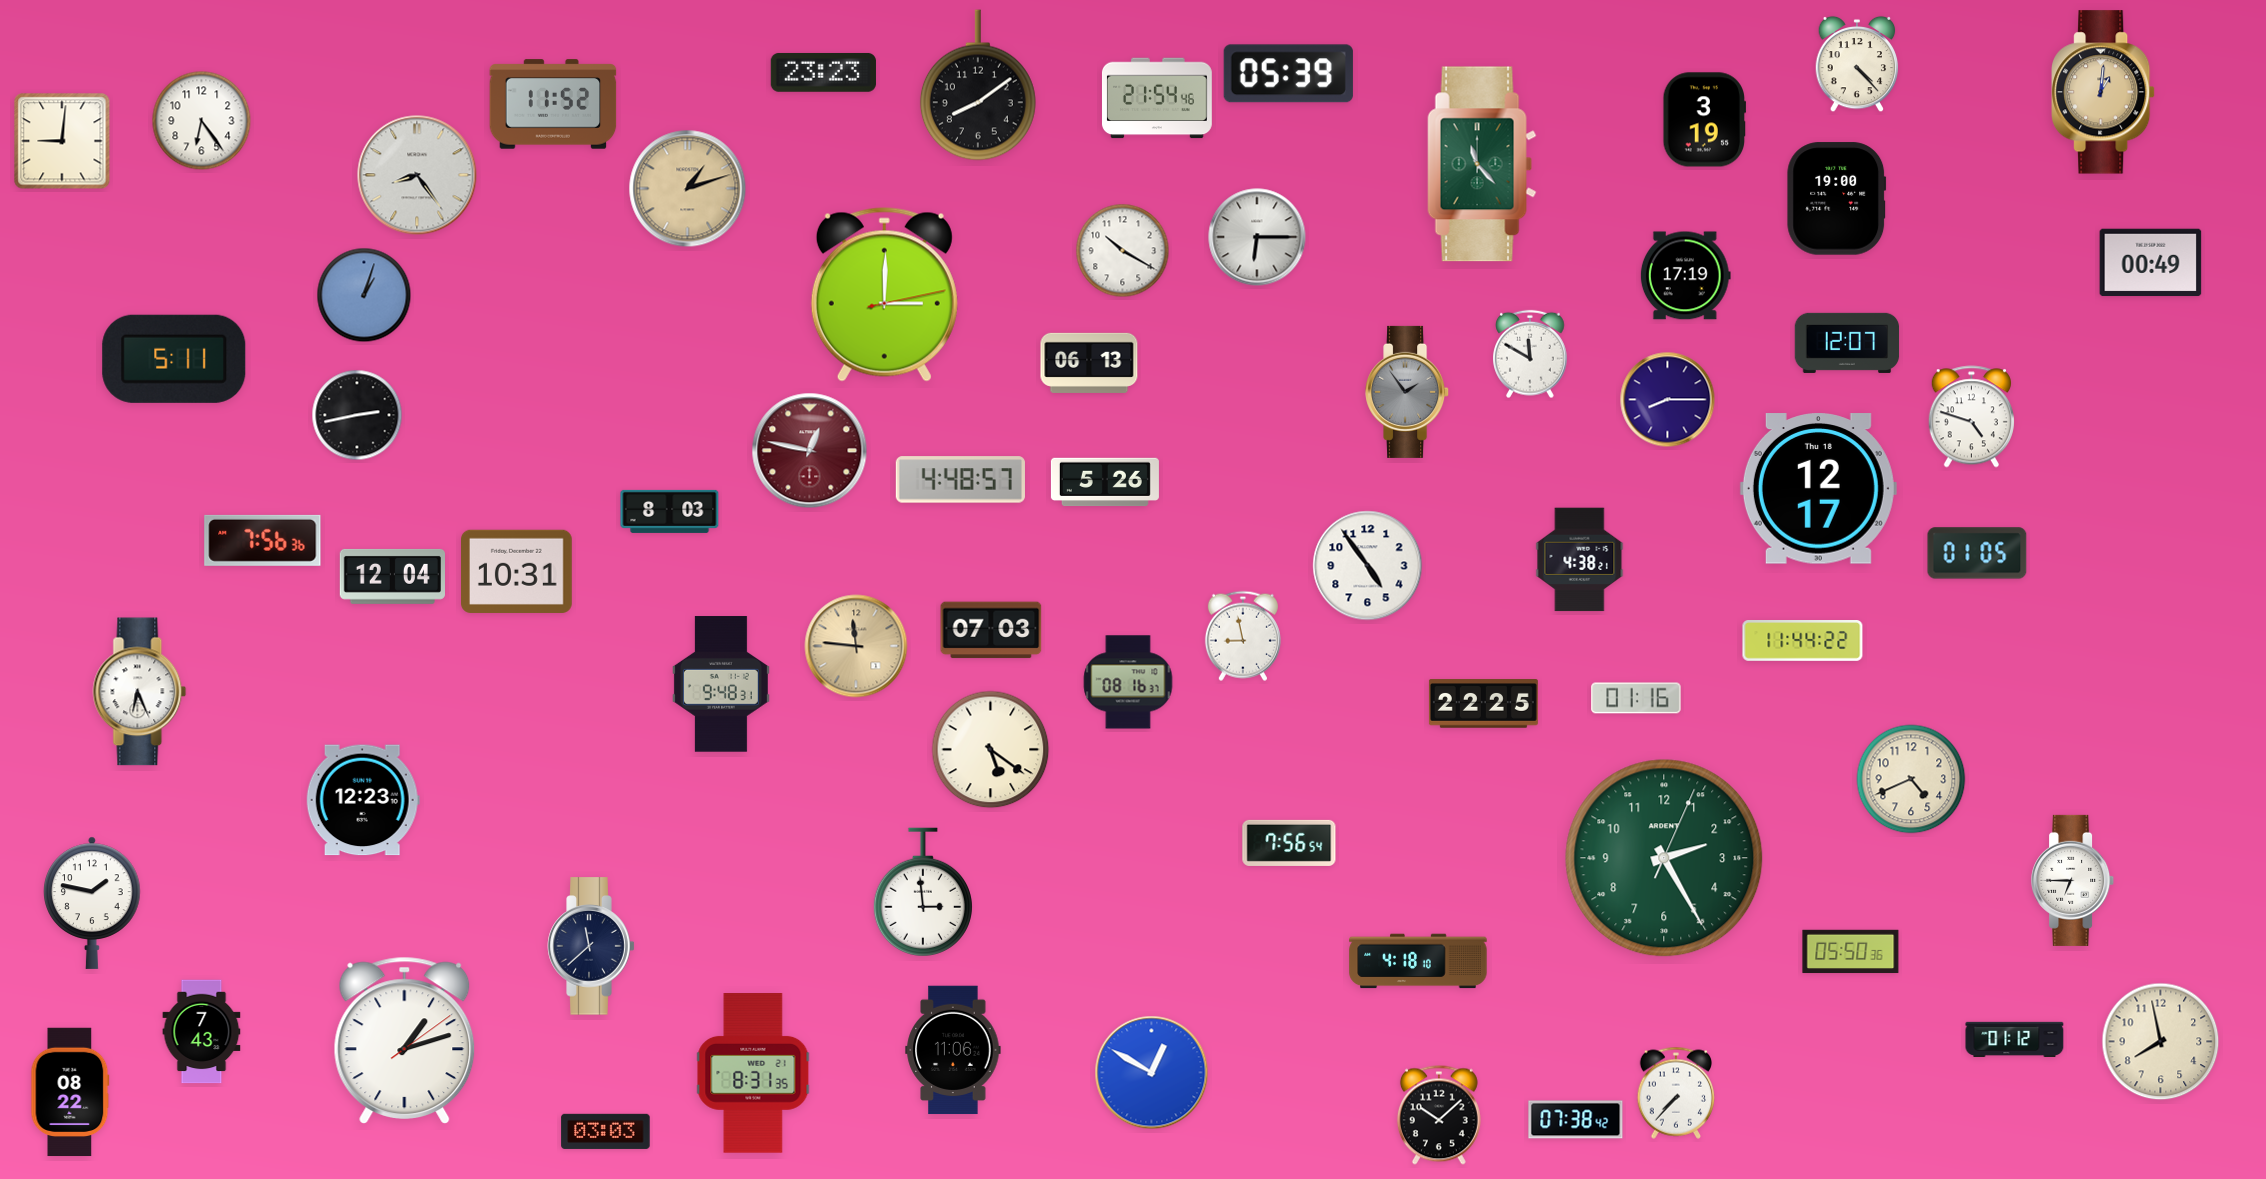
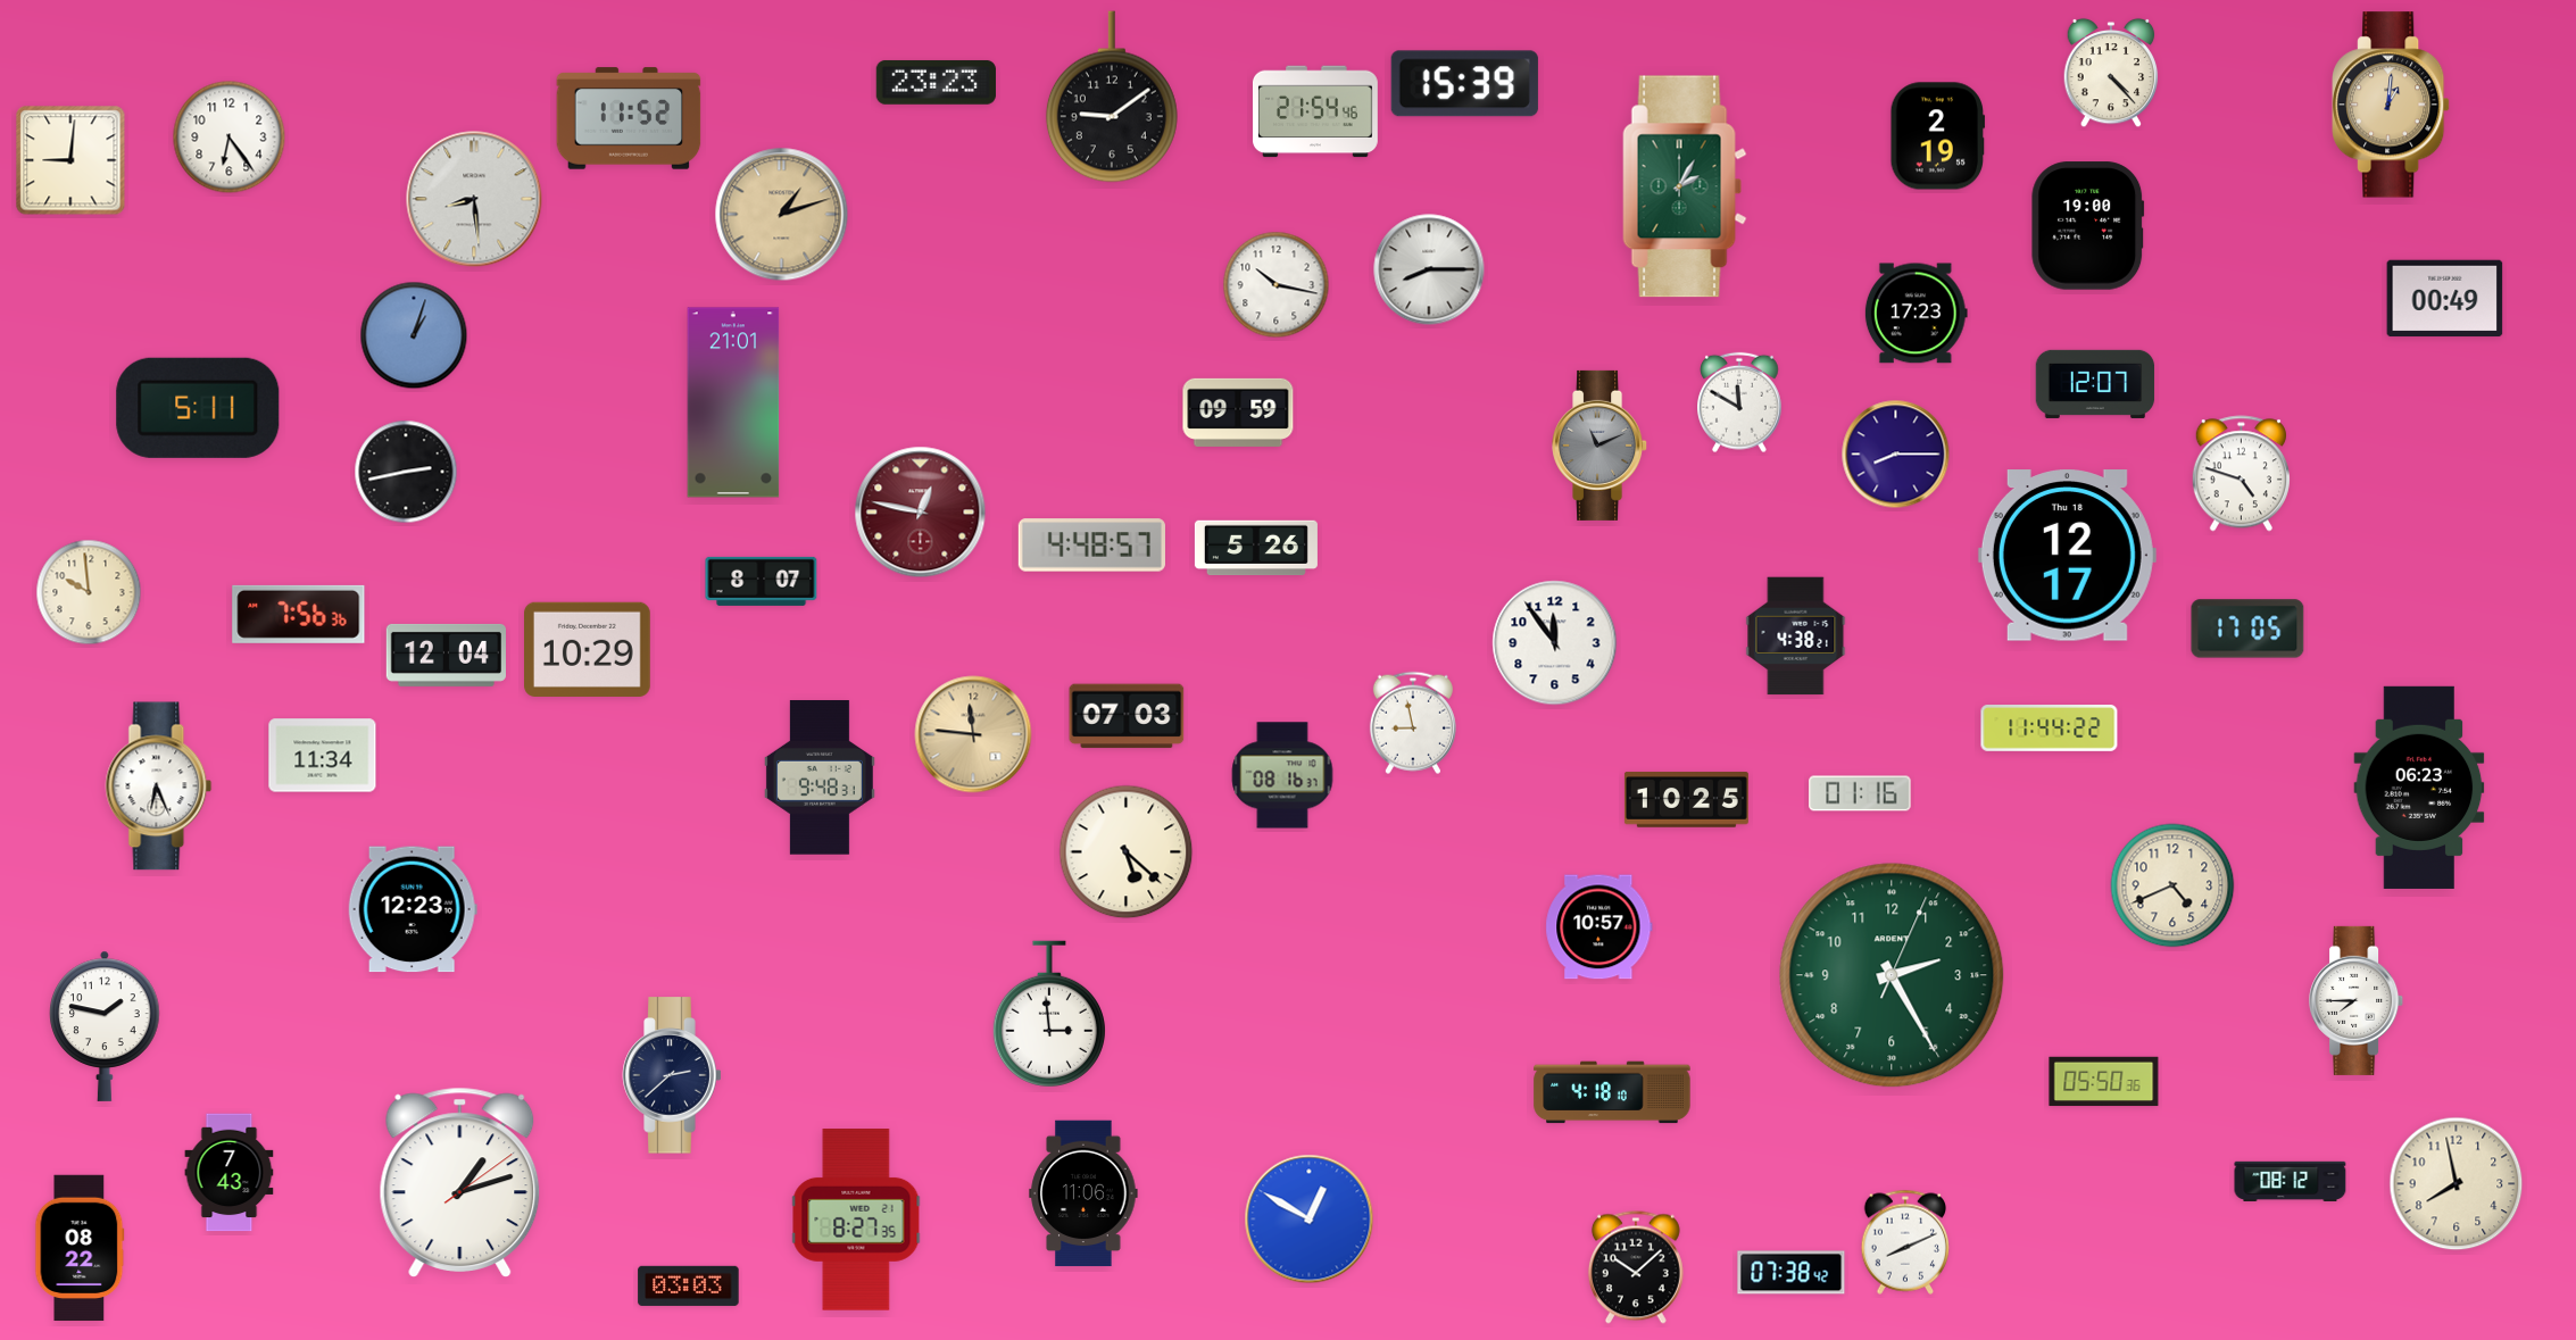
clock at (1288, 74): 05:39 -> 15:39
clock at (978, 85): 8:09 -> 9:09
clock at (1705, 120): 3:19 -> 2:19
clock at (1482, 164): 11:23 -> 2:05
clock at (417, 175): 8:24 -> 8:29
clock at (1257, 237): 6:15 -> 8:15
clock at (1123, 251): 10:20 -> 10:17
clock at (1685, 276): 17:19 -> 17:23
clock at (884, 295): 3:00 -> none
clock at (1847, 343) position: (1847, 343) -> (2095, 384)
clock at (733, 402): none -> 21:01
clock at (1089, 363): 06:13 -> 09:59
clock at (1408, 392): 1:54 -> 11:11
clock at (670, 511): 8:03 -> 8:07
clock at (89, 592): none -> 9:59
clock at (1977, 553): 01:05 -> 17:05
clock at (1368, 566): 4:54 -> 11:54
clock at (517, 571): 10:31 -> 10:29
clock at (323, 756): none -> 11:34
clock at (2419, 788): none -> 06:23
clock at (1483, 704): 22:25 -> 10:25
clock at (991, 750): 5:21 -> 5:22
clock at (1599, 927): none -> 10:57
clock at (1289, 843): 7:56 -> none
clock at (2073, 880): 6:45 -> 7:45
clock at (591, 946): 11:38 -> 2:38
clock at (2015, 1039): 01:12 -> 08:12
clock at (753, 1073): 8:31 -> 8:27
clock at (70, 1092) position: (70, 1092) -> (80, 1248)
clock at (1676, 1093): 7:37 -> 8:11
